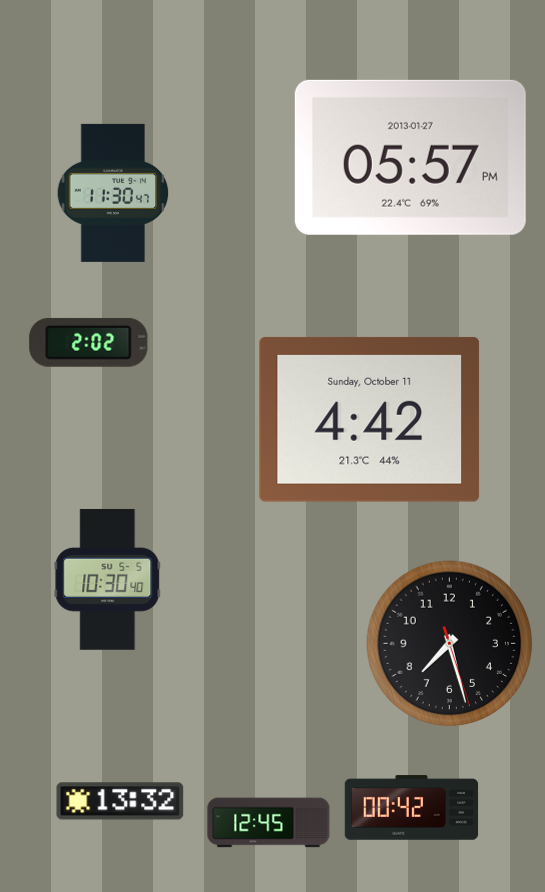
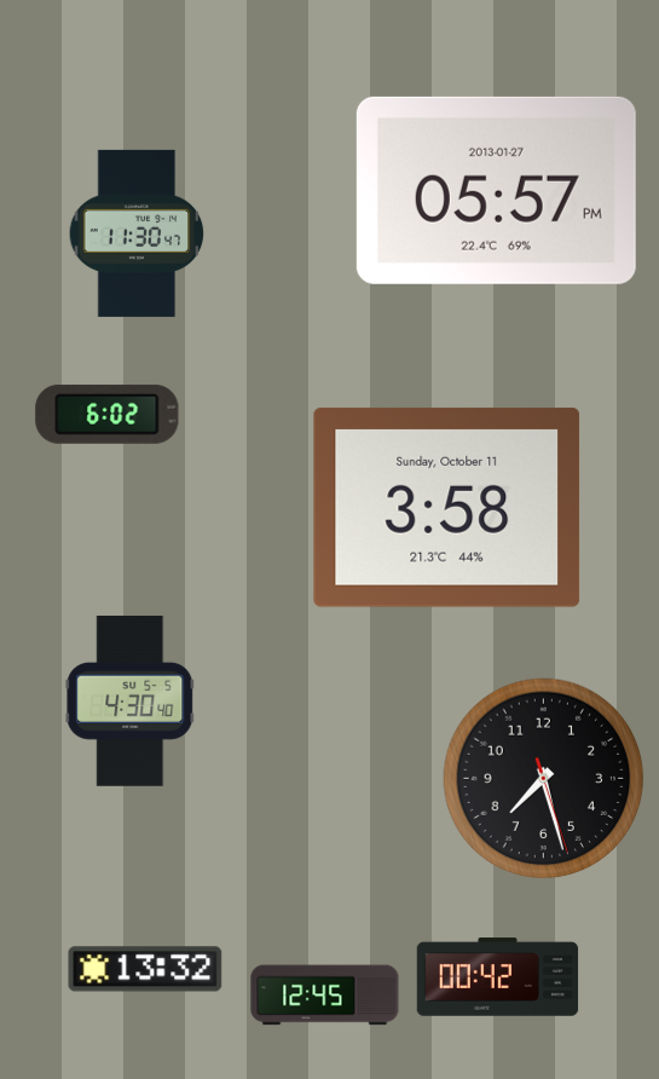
clock at (89, 342): 2:02 -> 6:02
clock at (370, 419): 4:42 -> 3:58
clock at (108, 579): 10:30 -> 4:30
